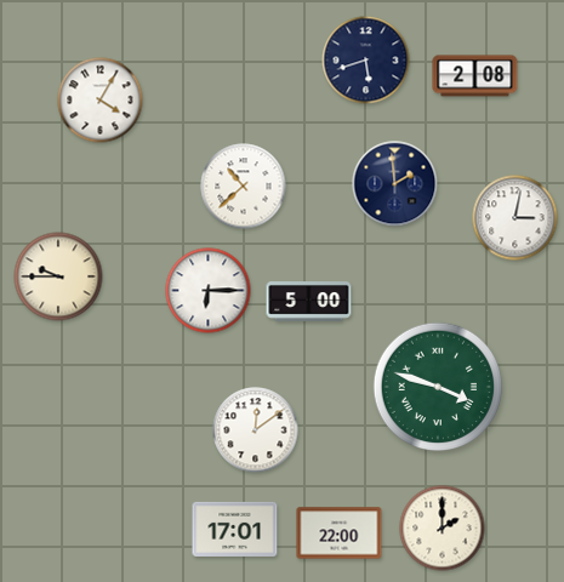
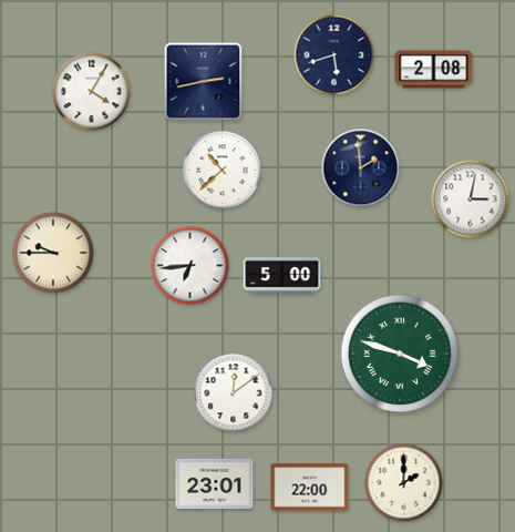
clock at (204, 82): none -> 2:43
clock at (209, 291): 6:15 -> 6:44
clock at (235, 529): 17:01 -> 23:01
